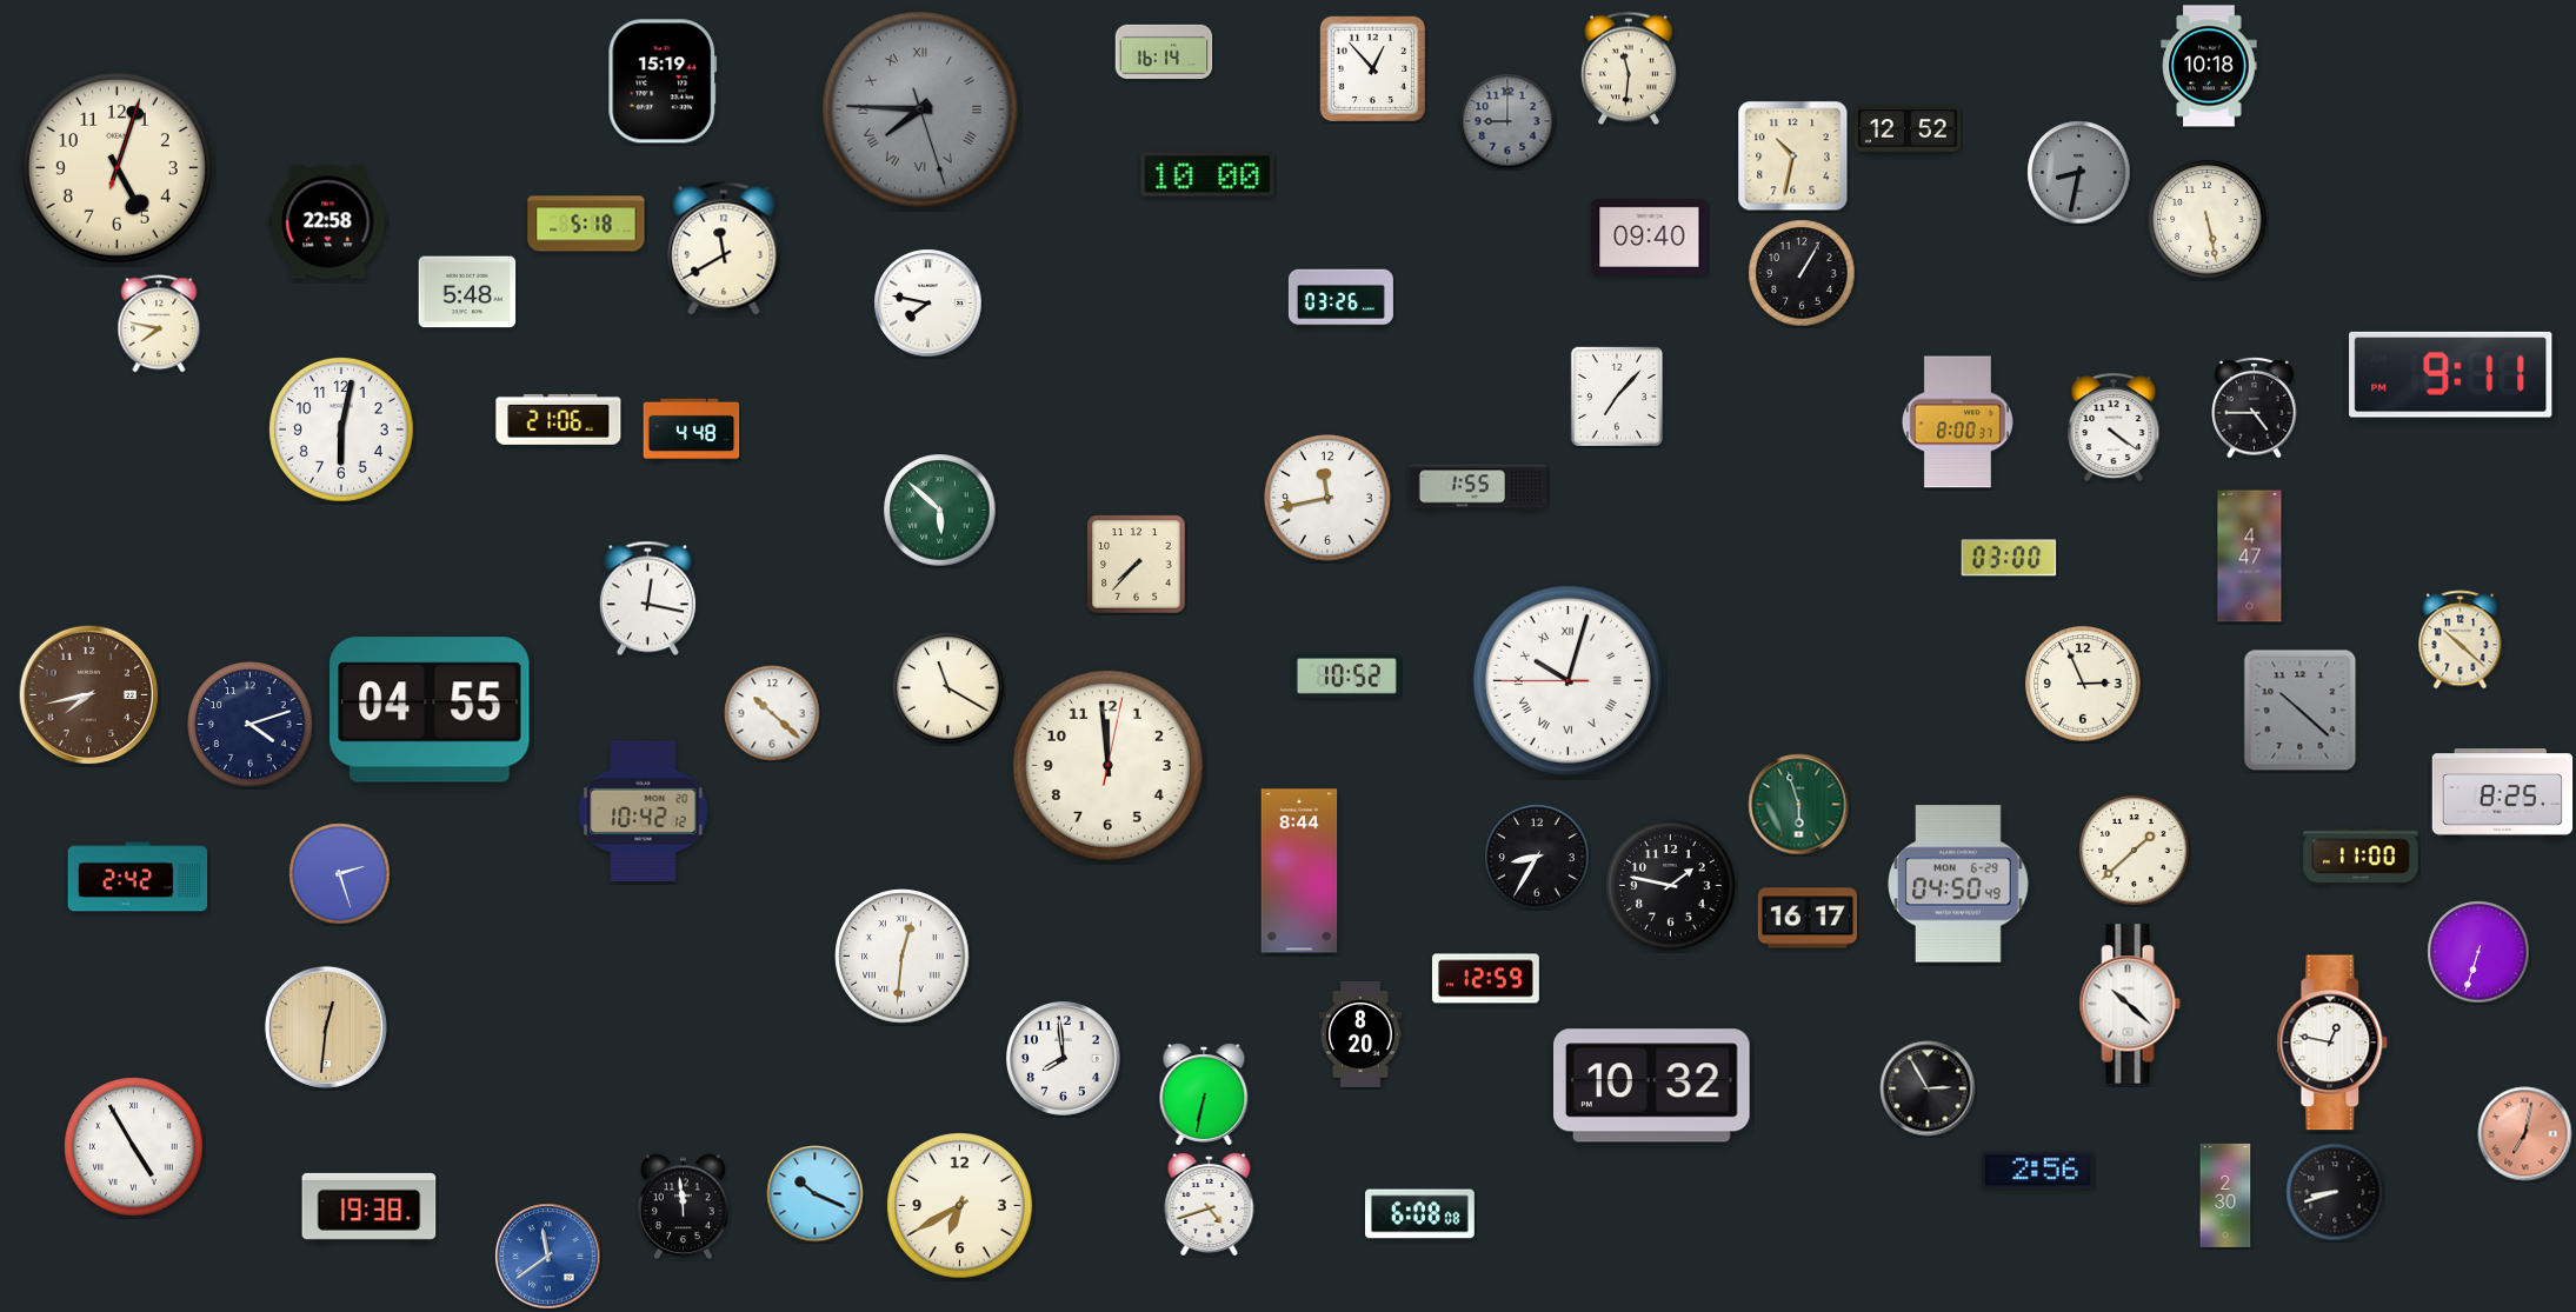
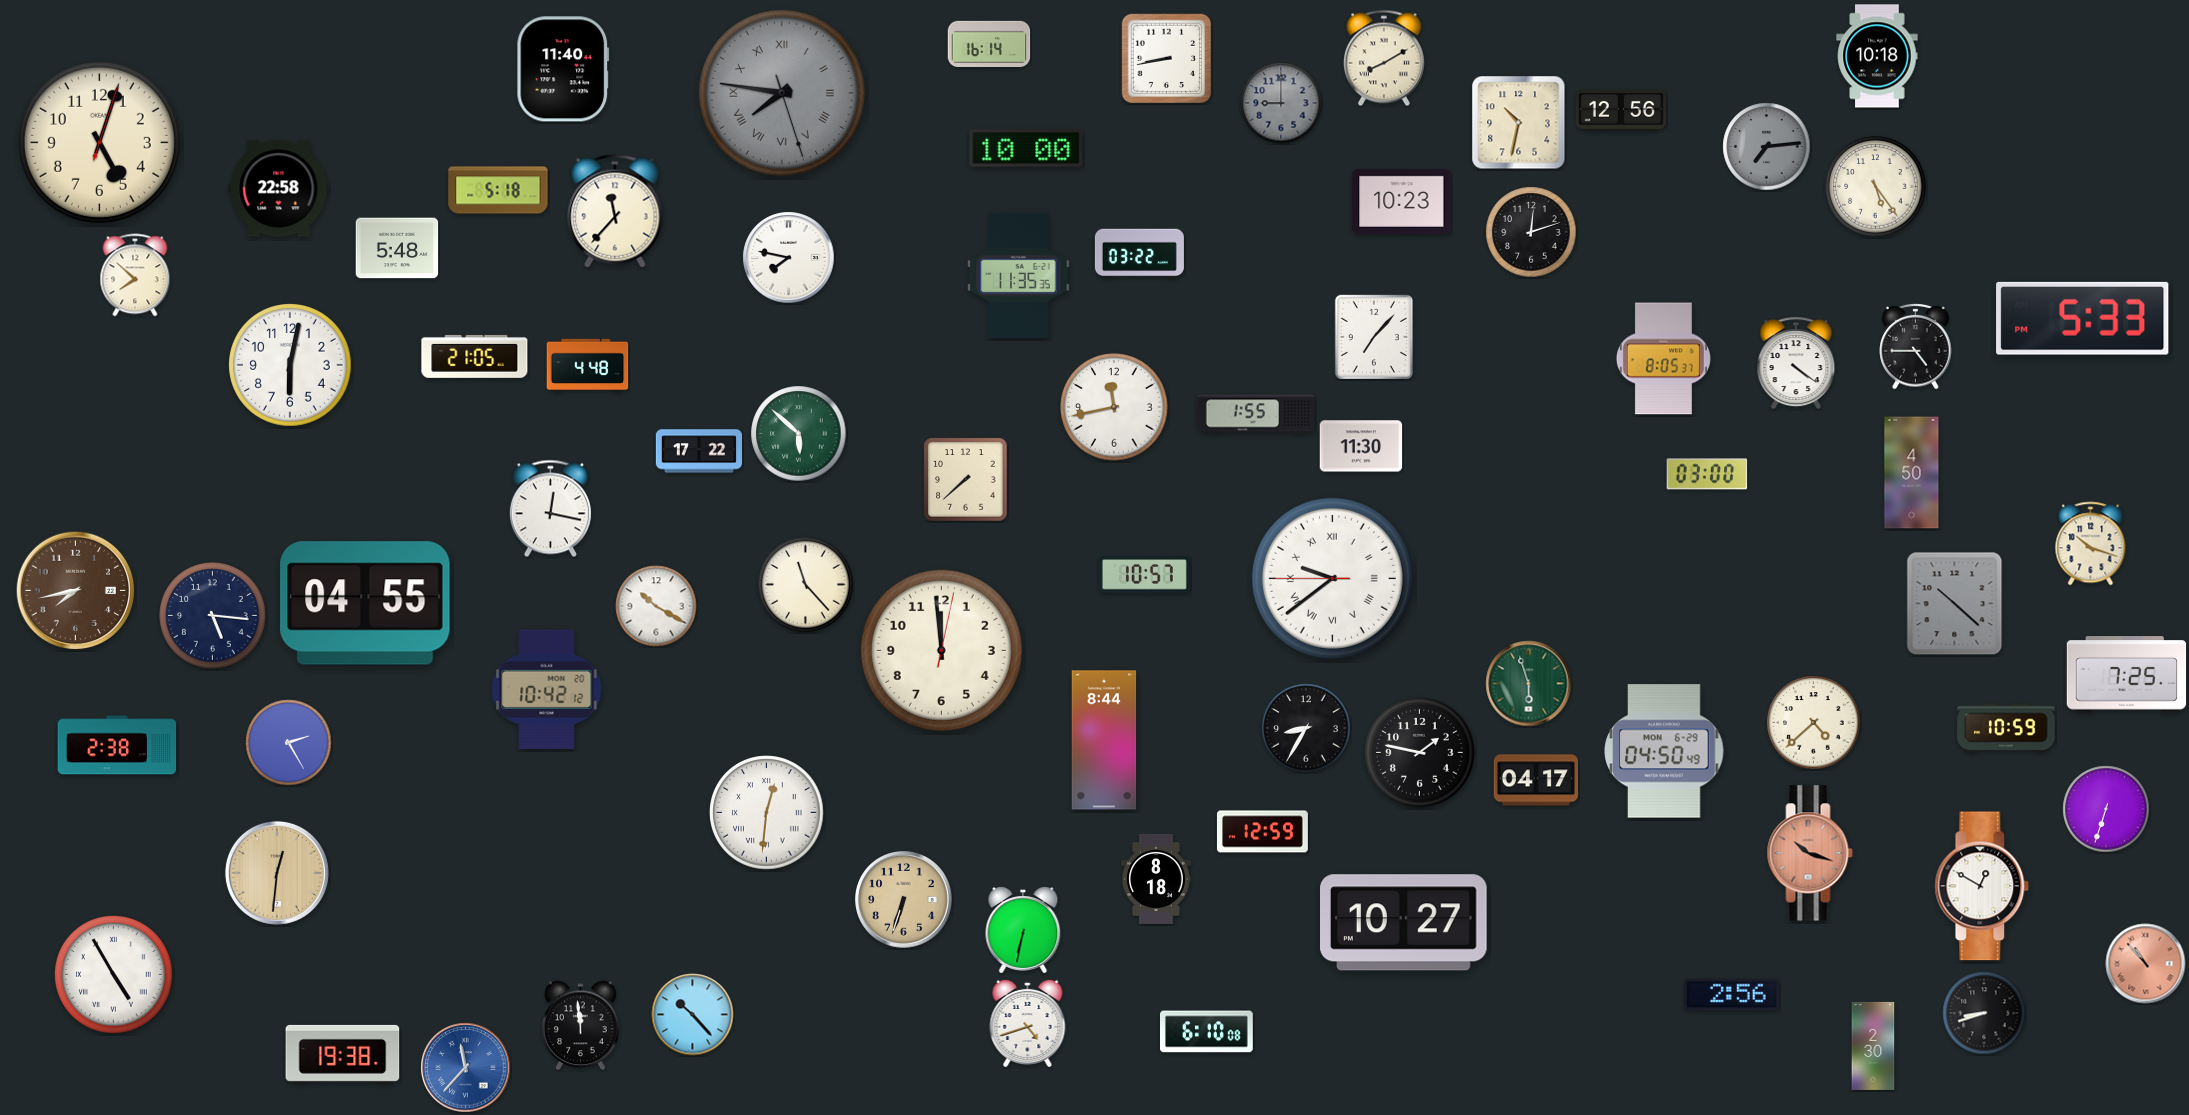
clock at (1629, 68): 11:31 -> 8:10
clock at (1373, 69): 12:53 -> 8:43
clock at (663, 81): 15:19 -> 11:40
clock at (920, 109): 7:45 -> 7:46
clock at (1908, 129): 12:52 -> 12:56
clock at (1793, 156) position: (1793, 156) -> (1519, 123)
clock at (2079, 173): 8:32 -> 7:14
clock at (2208, 220): 5:28 -> 5:24
clock at (1650, 237): 09:40 -> 10:23
clock at (724, 248): 11:40 -> 11:37
clock at (1802, 273): 1:05 -> 12:12
clock at (1340, 299): 03:26 -> 03:22
clock at (159, 324): 7:47 -> 7:52
clock at (1019, 275): none -> 11:35
clock at (2451, 374): 9:11 -> 5:33
clock at (559, 419): 21:06 -> 21:05
clock at (1957, 422): 8:00 -> 8:05
clock at (1327, 498) position: (1327, 498) -> (1114, 407)
clock at (1361, 446): none -> 11:30
clock at (698, 451): none -> 17:22
clock at (2250, 557): 4:47 -> 4:50
clock at (1137, 565): 7:37 -> 7:38
clock at (2461, 640): 10:22 -> 10:18
clock at (1346, 677): 10:52 -> 10:57
clock at (1567, 680): 10:02 -> 9:38
clock at (2083, 684): 2:56 -> none
clock at (948, 688): 11:20 -> 11:23
clock at (772, 713): 10:22 -> 10:20
clock at (251, 725): 4:12 -> 5:16
clock at (2503, 794): 8:25 -> 7:25
clock at (2135, 851): 1:38 -> 4:38
clock at (2361, 857): 11:00 -> 10:59
clock at (340, 874): 2:27 -> 2:25
clock at (138, 877): 2:42 -> 2:38
clock at (1808, 918): 16:17 -> 04:17
clock at (2130, 1004): 10:22 -> 10:18
clock at (2130, 1004) dial: white -> salmon
clock at (1360, 1034): 8:20 -> 8:18
clock at (2332, 1043): 12:47 -> 12:50
clock at (1064, 1059): 7:59 -> 6:33
clock at (1064, 1059) dial: white -> champagne
clock at (1652, 1086): 10:32 -> 10:27
clock at (1928, 1088): 2:55 -> none
clock at (2525, 1134): 7:02 -> 10:53
clock at (816, 1194): 10:19 -> 10:23
clock at (2225, 1196) position: (2225, 1196) -> (1873, 1046)
clock at (960, 1206): 6:40 -> none
clock at (370, 1207) position: (370, 1207) -> (343, 1054)
clock at (1420, 1214): 6:08 -> 6:10
clock at (548, 1257): 11:39 -> 11:37
